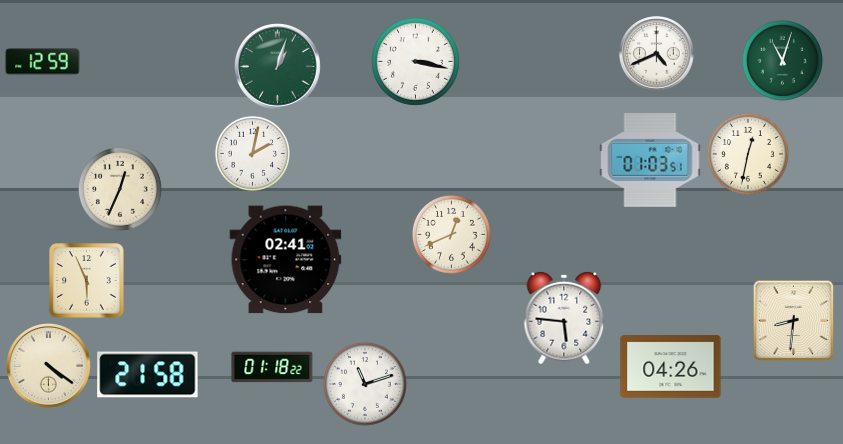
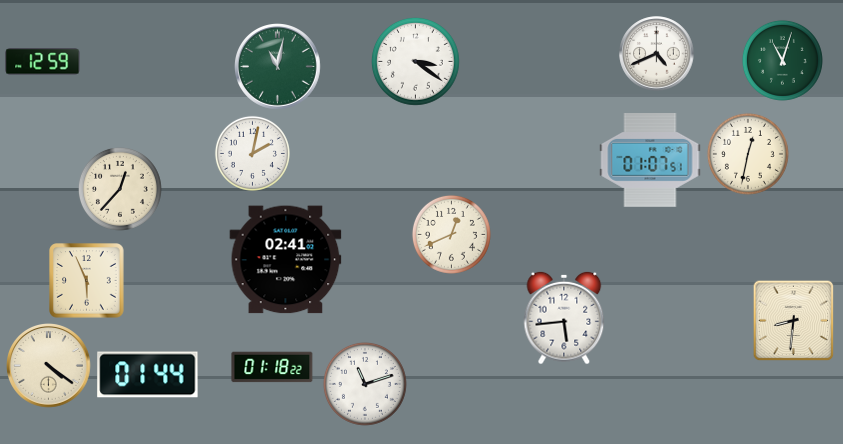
clock at (415, 61): 3:17 -> 3:21
clock at (278, 67): 1:03 -> 11:02
clock at (650, 161): 01:03 -> 01:07
clock at (120, 189): 12:34 -> 12:37
clock at (564, 318): 5:46 -> 5:44
clock at (671, 367): 04:26 -> none
clock at (148, 375): 21:58 -> 01:44
